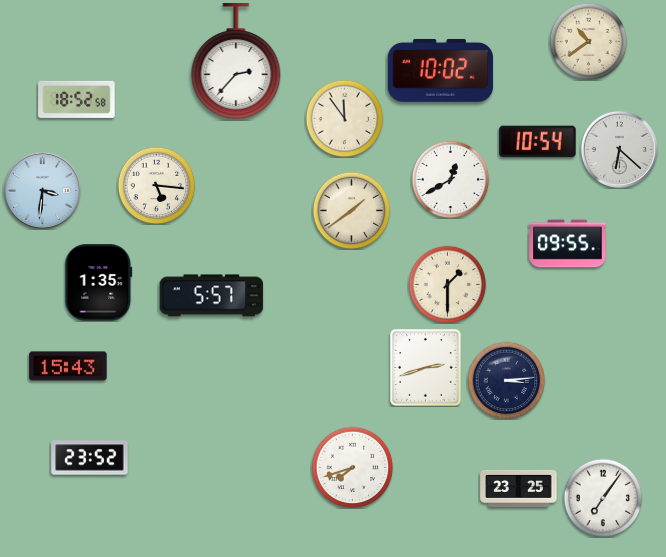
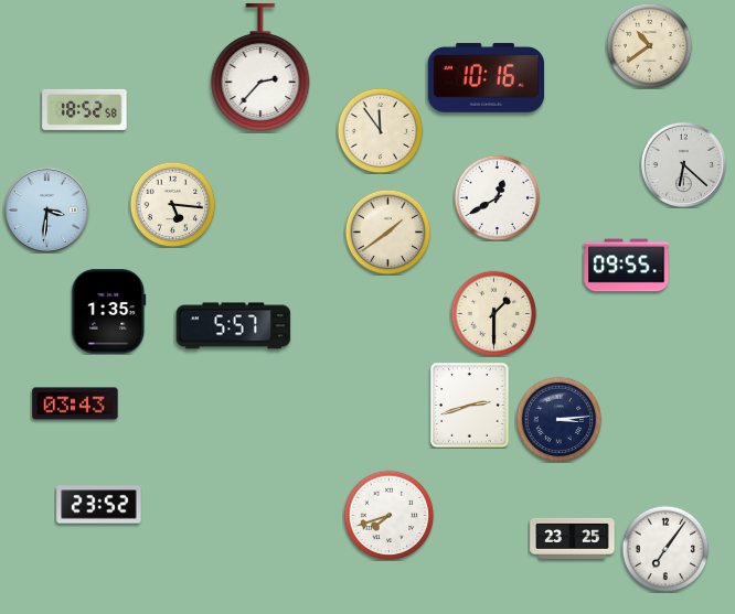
clock at (441, 70): 10:02 -> 10:16
clock at (538, 142): 10:54 -> none
clock at (568, 244) position: (568, 244) -> (627, 266)
clock at (68, 366): 15:43 -> 03:43
